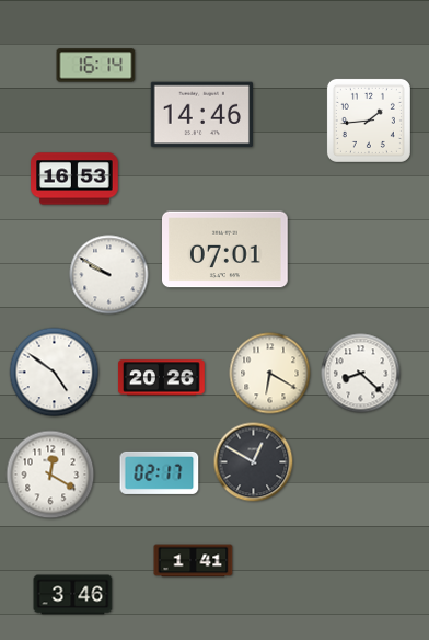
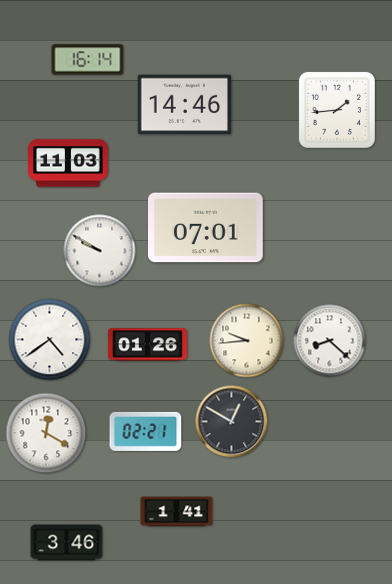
clock at (74, 179): 16:53 -> 11:03
clock at (55, 373): 4:51 -> 4:39
clock at (270, 374): 6:20 -> 9:44
clock at (161, 378): 20:26 -> 01:26
clock at (160, 472): 02:17 -> 02:21
